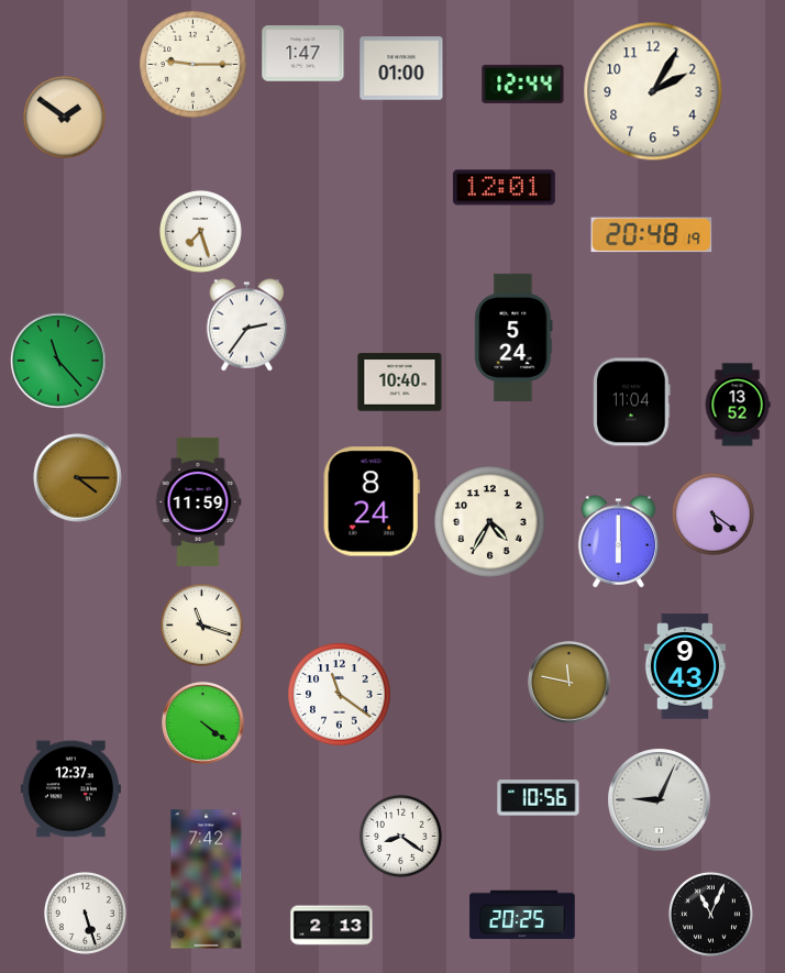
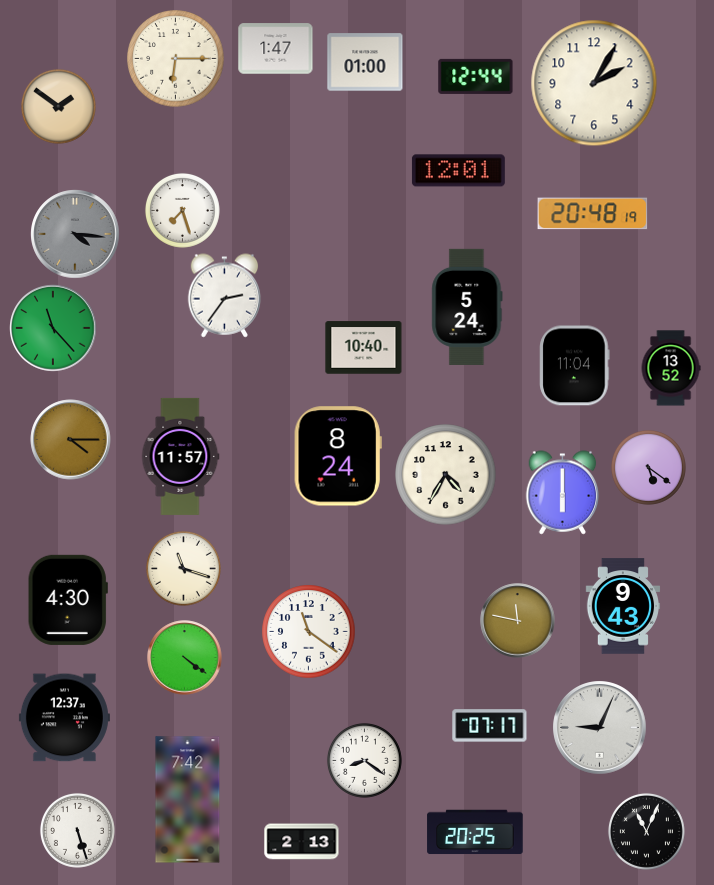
clock at (194, 65): 9:15 -> 6:15
clock at (75, 234): none -> 4:16
clock at (78, 478) position: (78, 478) -> (71, 440)
clock at (198, 501): 11:59 -> 11:57
clock at (68, 600): none -> 4:30
clock at (539, 798): 10:56 -> 07:17
